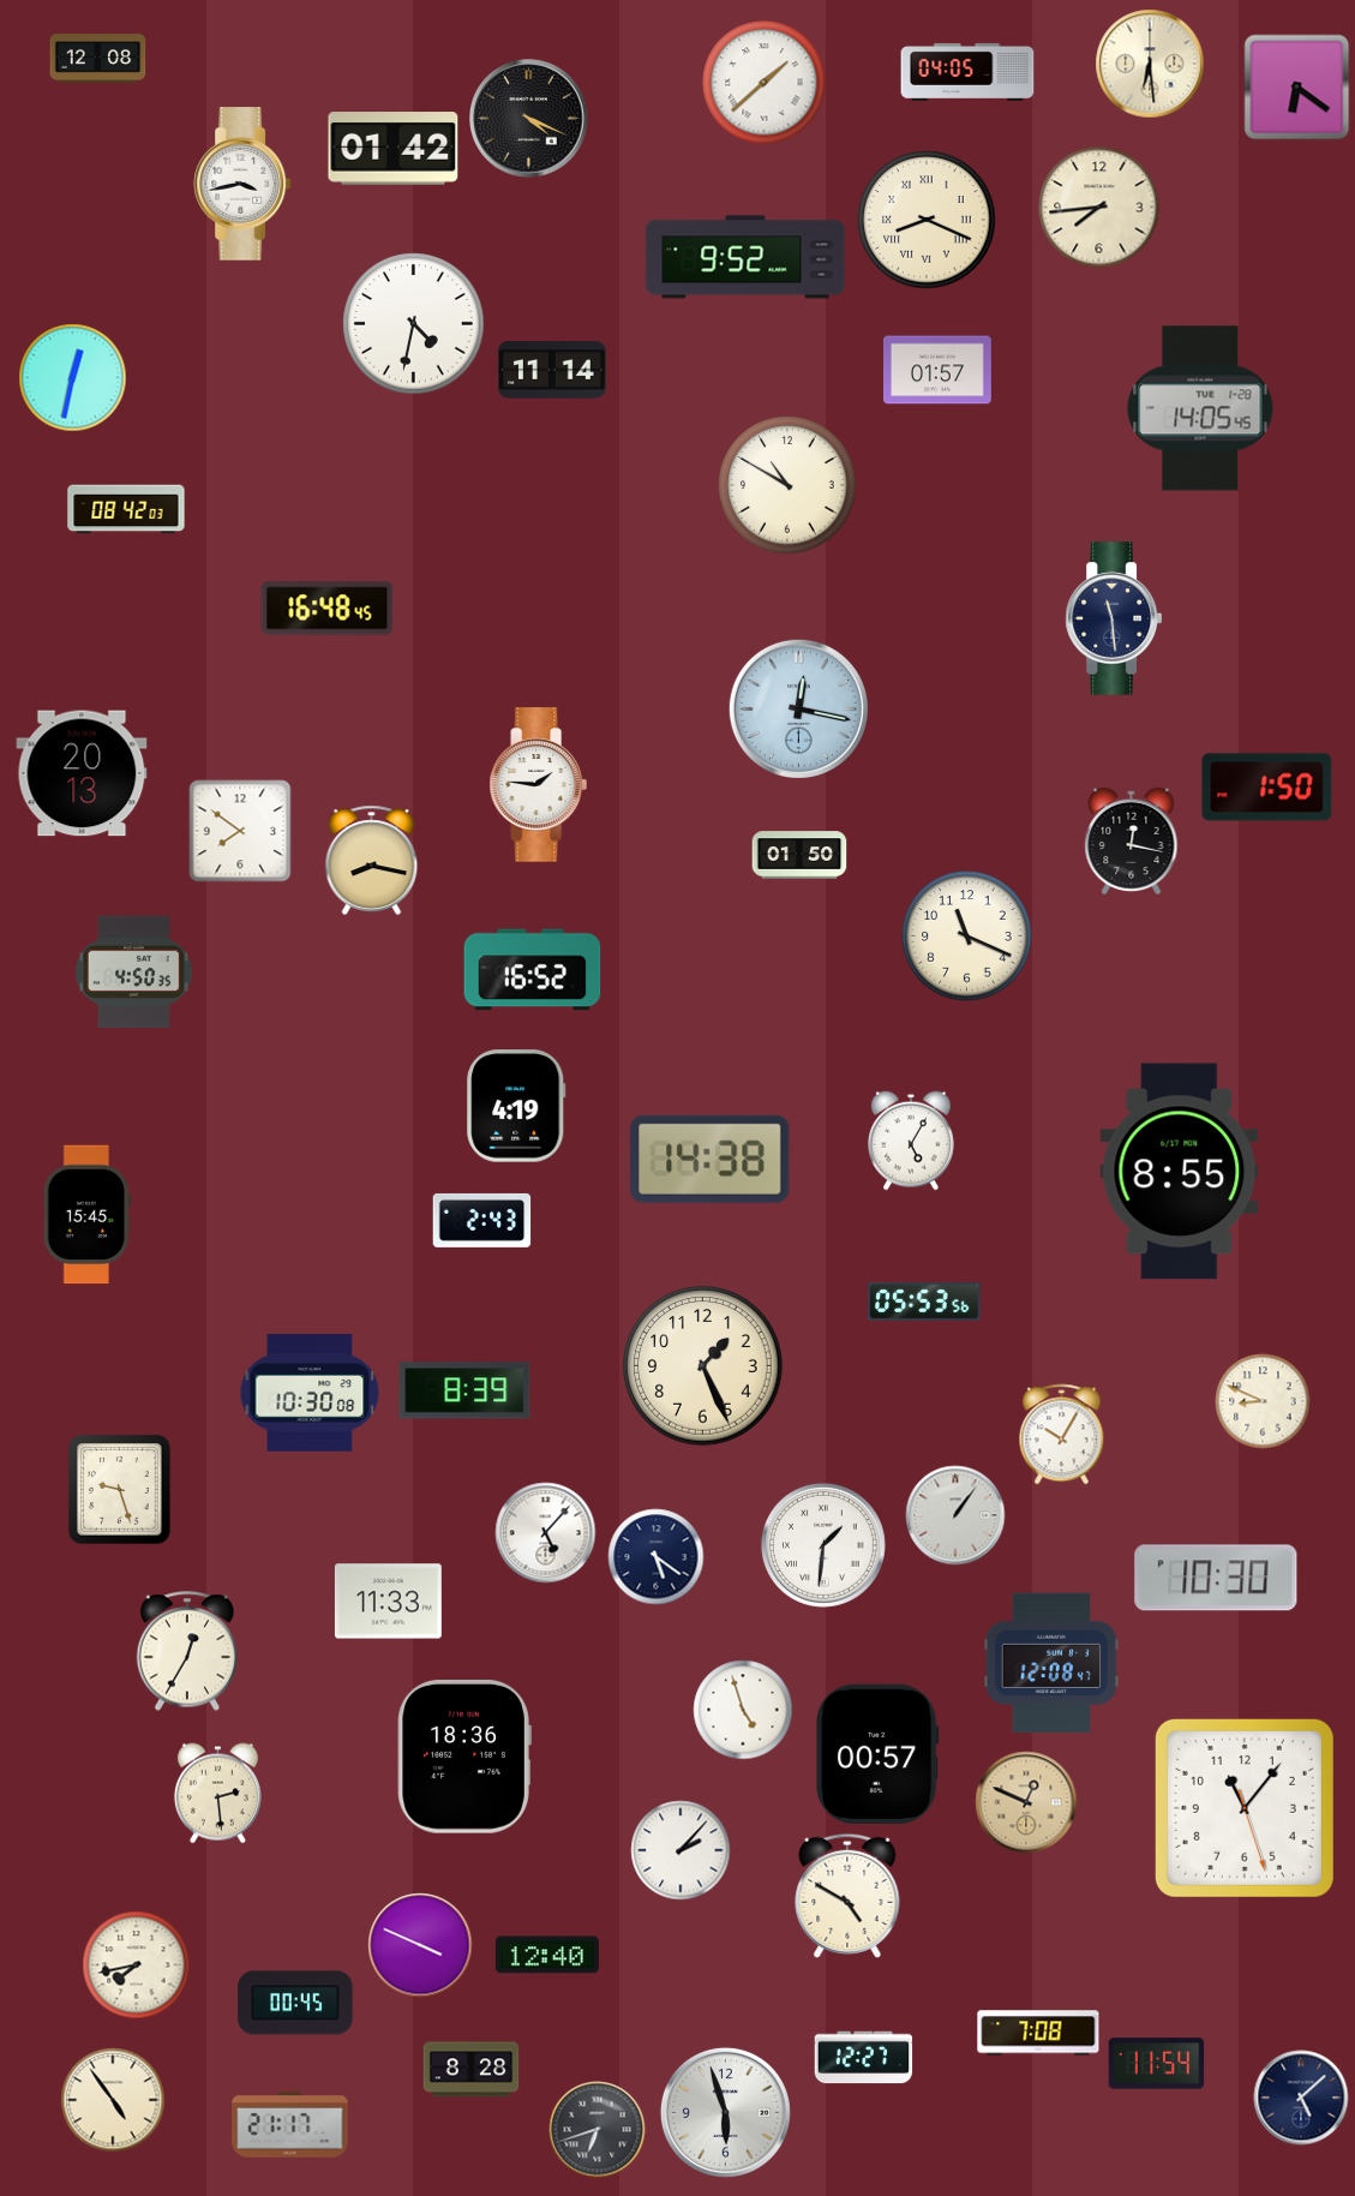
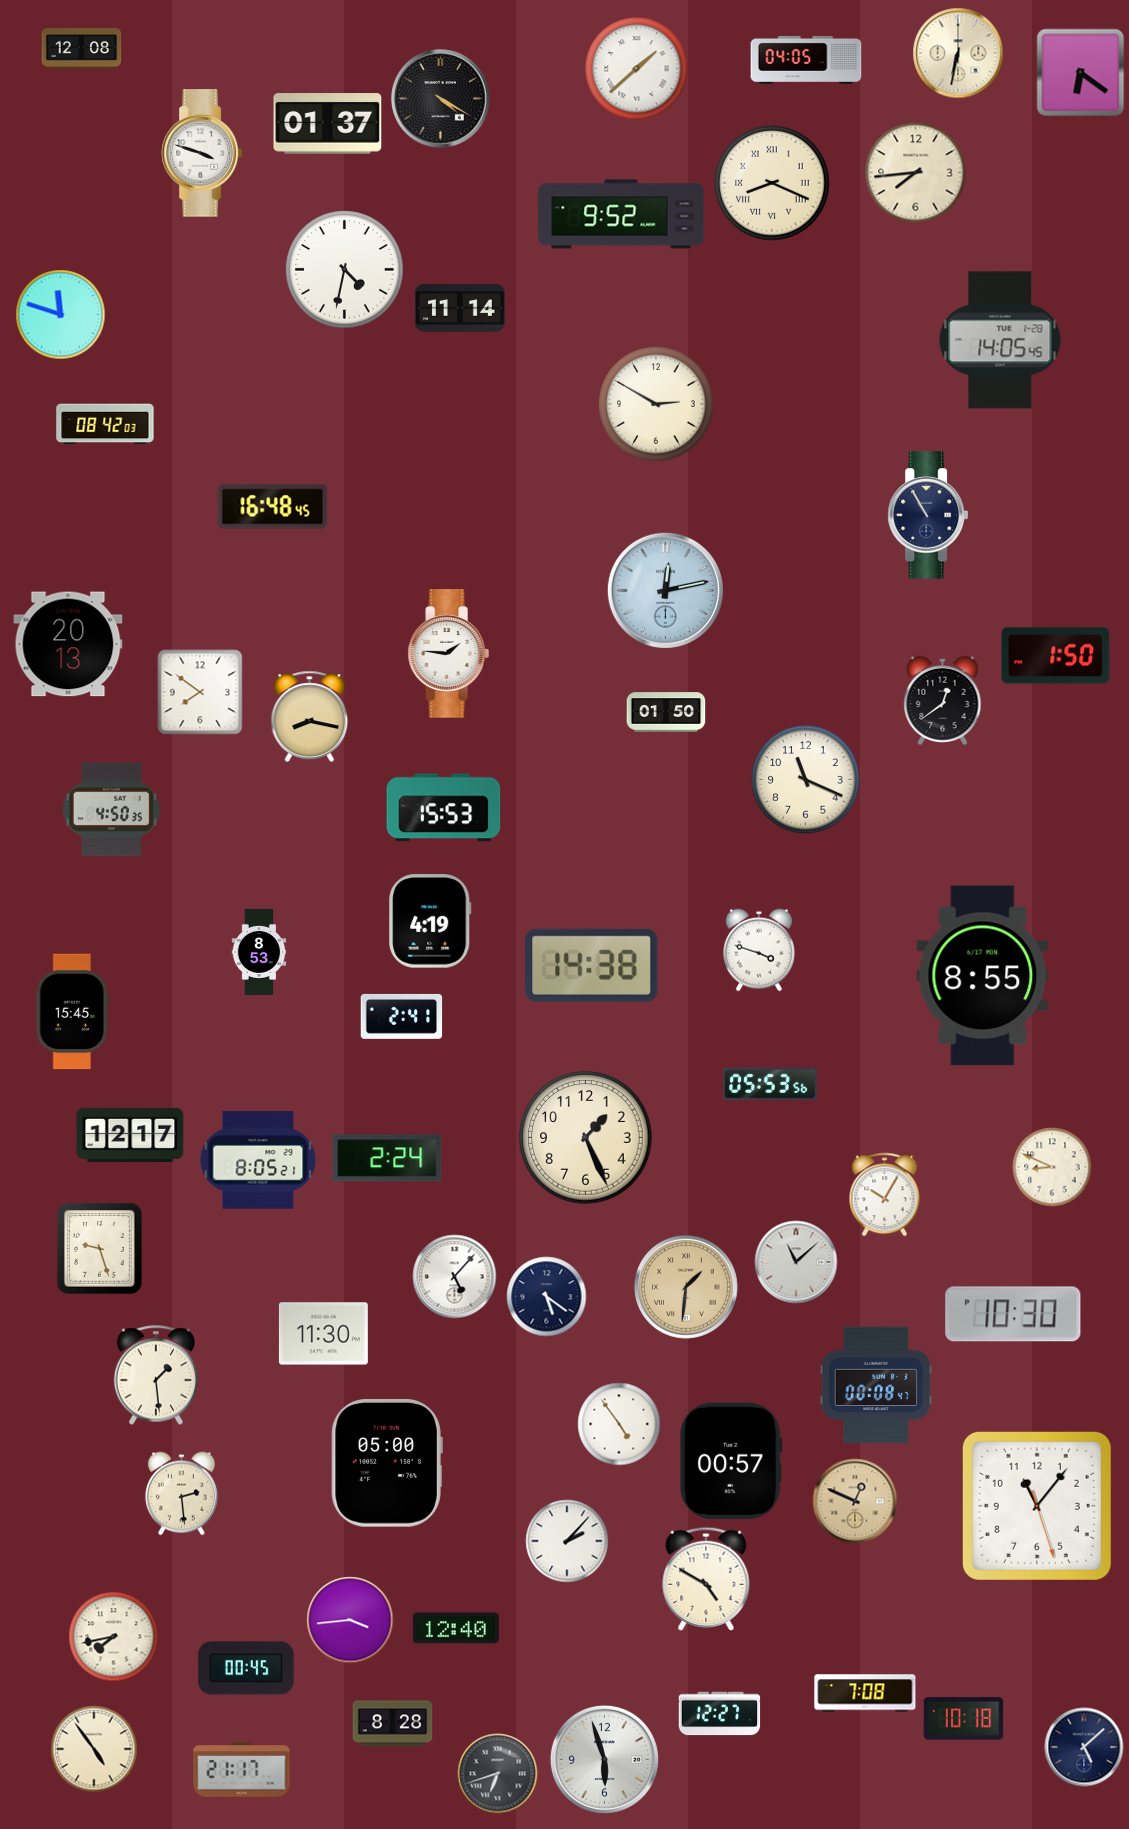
clock at (1150, 64): 6:29 -> 6:32
clock at (529, 119): 4:19 -> 4:20
clock at (394, 149): 01:42 -> 01:37
clock at (241, 184): 3:43 -> 3:48
clock at (939, 370): 01:57 -> none
clock at (73, 378): 12:32 -> 11:48
clock at (787, 485): 10:50 -> 2:50
clock at (1113, 618): 11:29 -> 10:55
clock at (798, 708): 12:17 -> 12:13
clock at (1132, 842): 12:17 -> 12:39
clock at (533, 970): 16:52 -> 15:53
clock at (912, 1141): 5:05 -> 3:48
clock at (259, 952): none -> 8:53
clock at (482, 1220): 2:43 -> 2:41
clock at (130, 1135): none -> 12:17
clock at (464, 1390): 8:39 -> 2:24
clock at (310, 1393): 10:30 -> 8:05
clock at (120, 1490) position: (120, 1490) -> (100, 1249)
clock at (955, 1515): 1:06 -> 11:08
clock at (823, 1545) dial: white -> champagne
clock at (388, 1602): 11:33 -> 11:30
clock at (187, 1651): 12:35 -> 1:29
clock at (1051, 1663): 12:08 -> 00:08
clock at (743, 1710): 4:57 -> 4:54
clock at (464, 1757): 18:36 -> 05:00
clock at (420, 1945): 3:49 -> 3:44
clock at (1157, 2064): 11:54 -> 10:18
